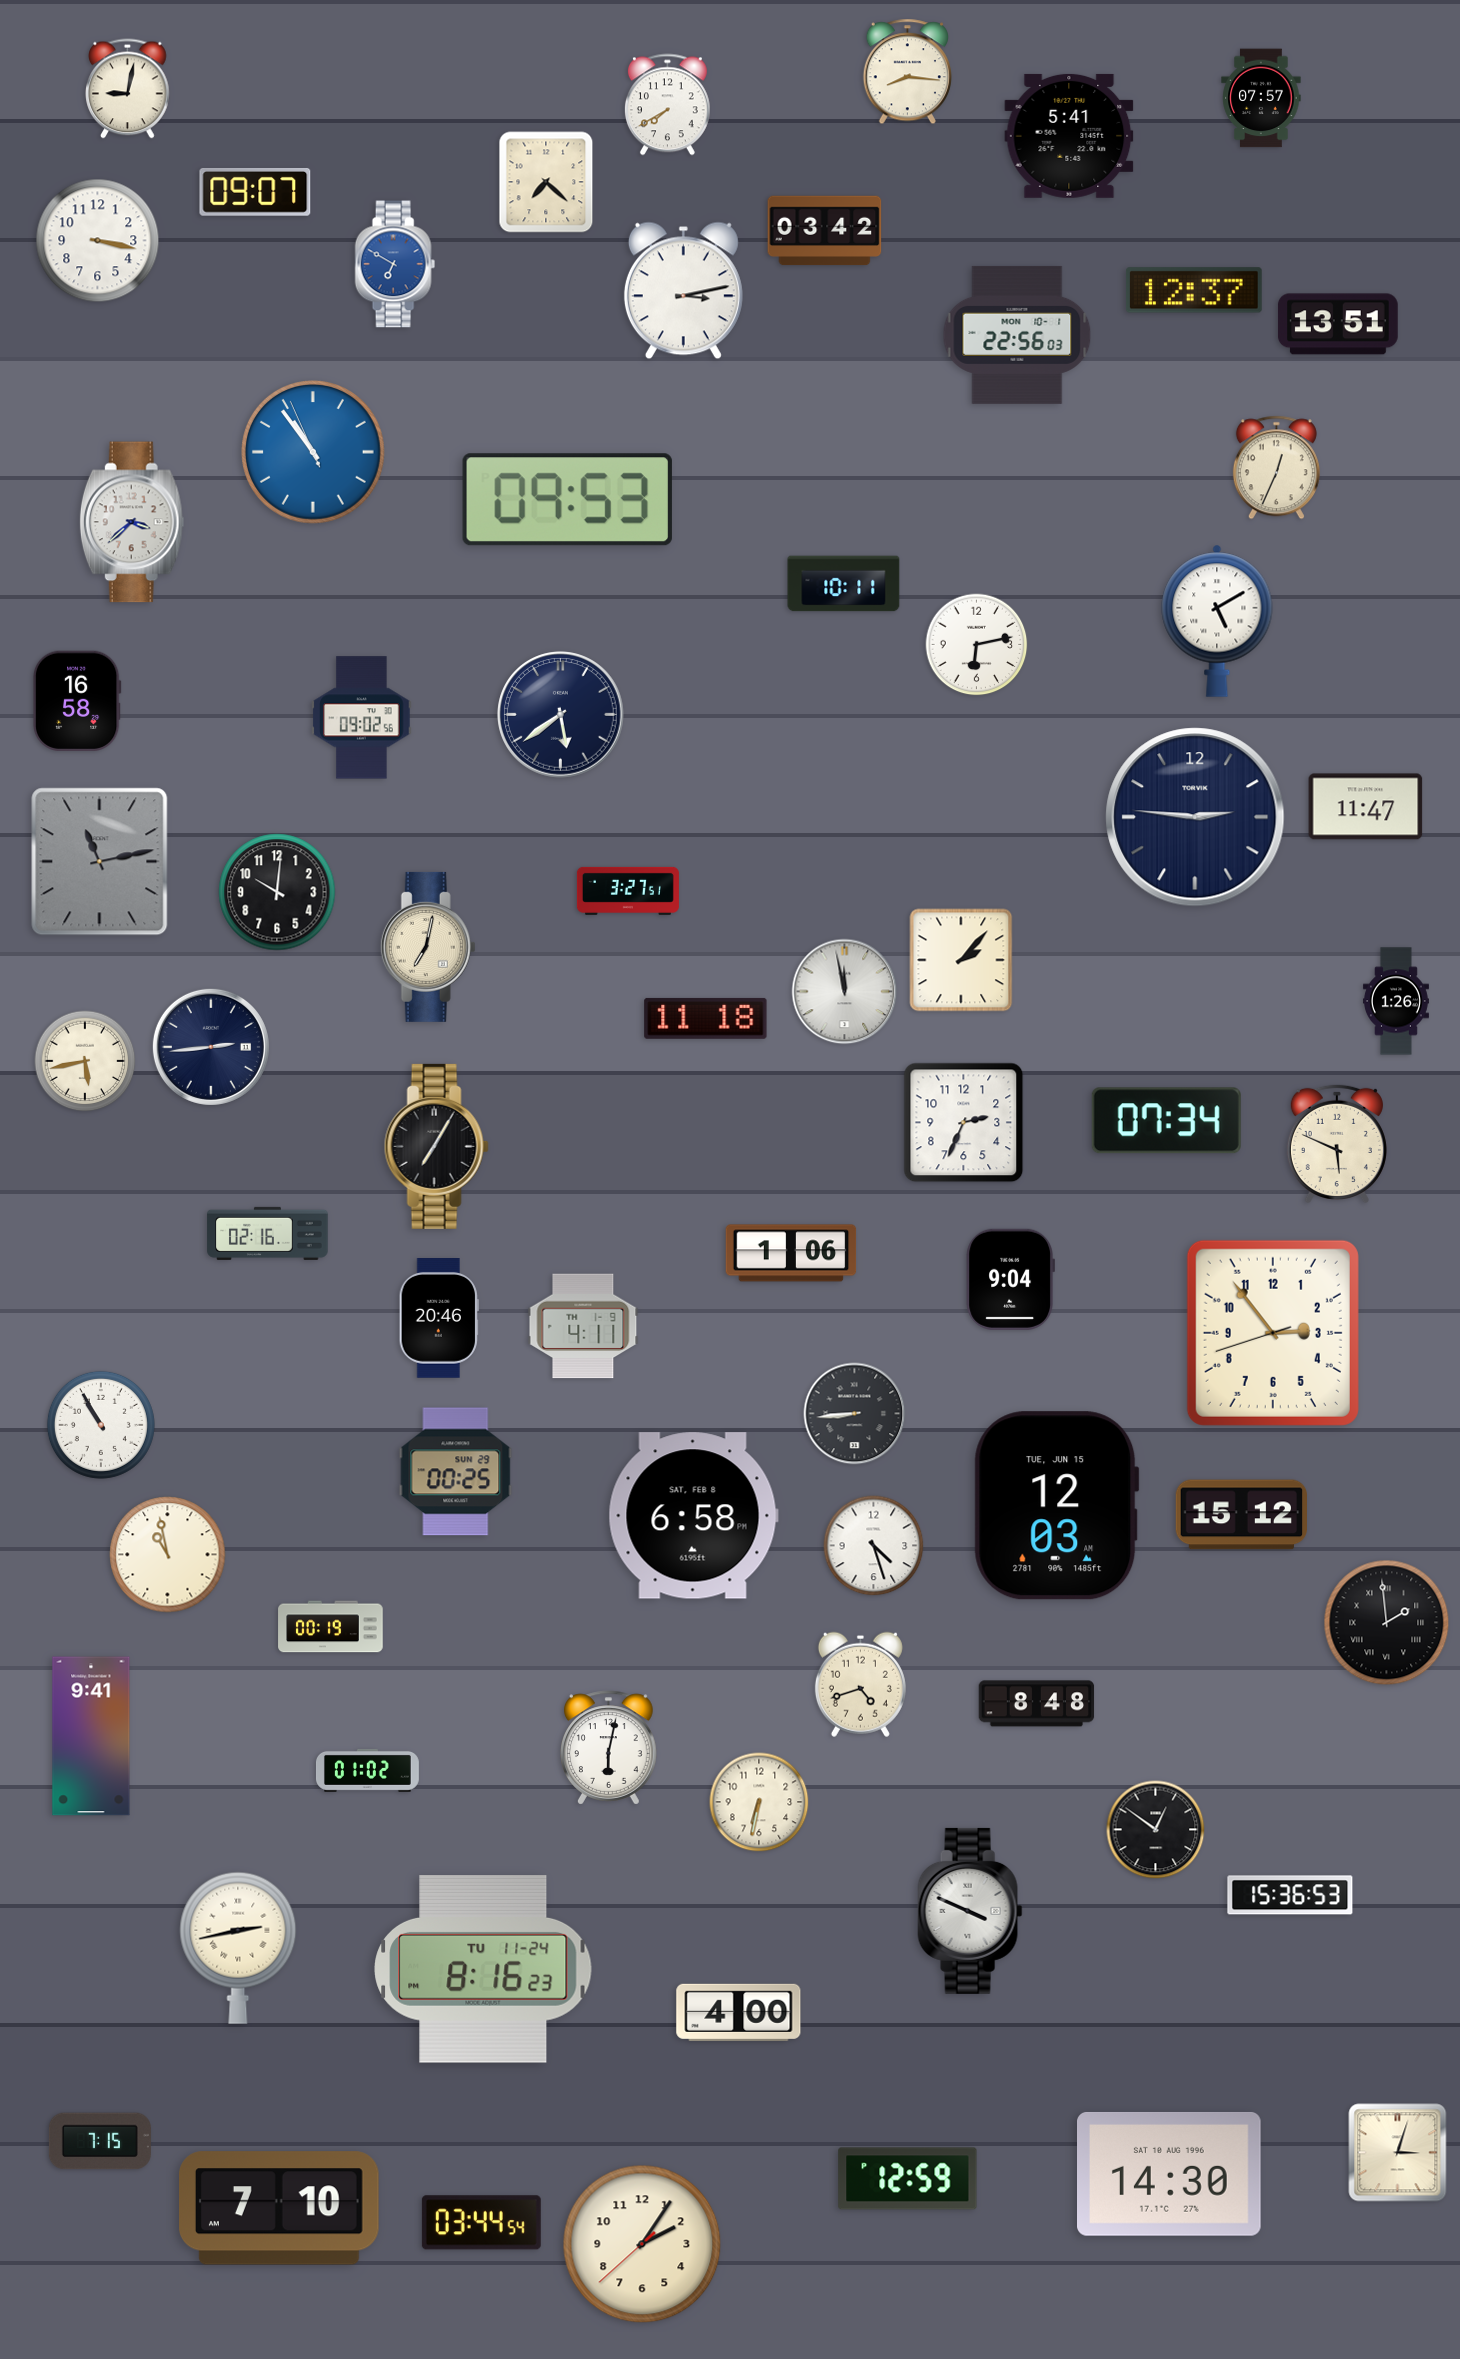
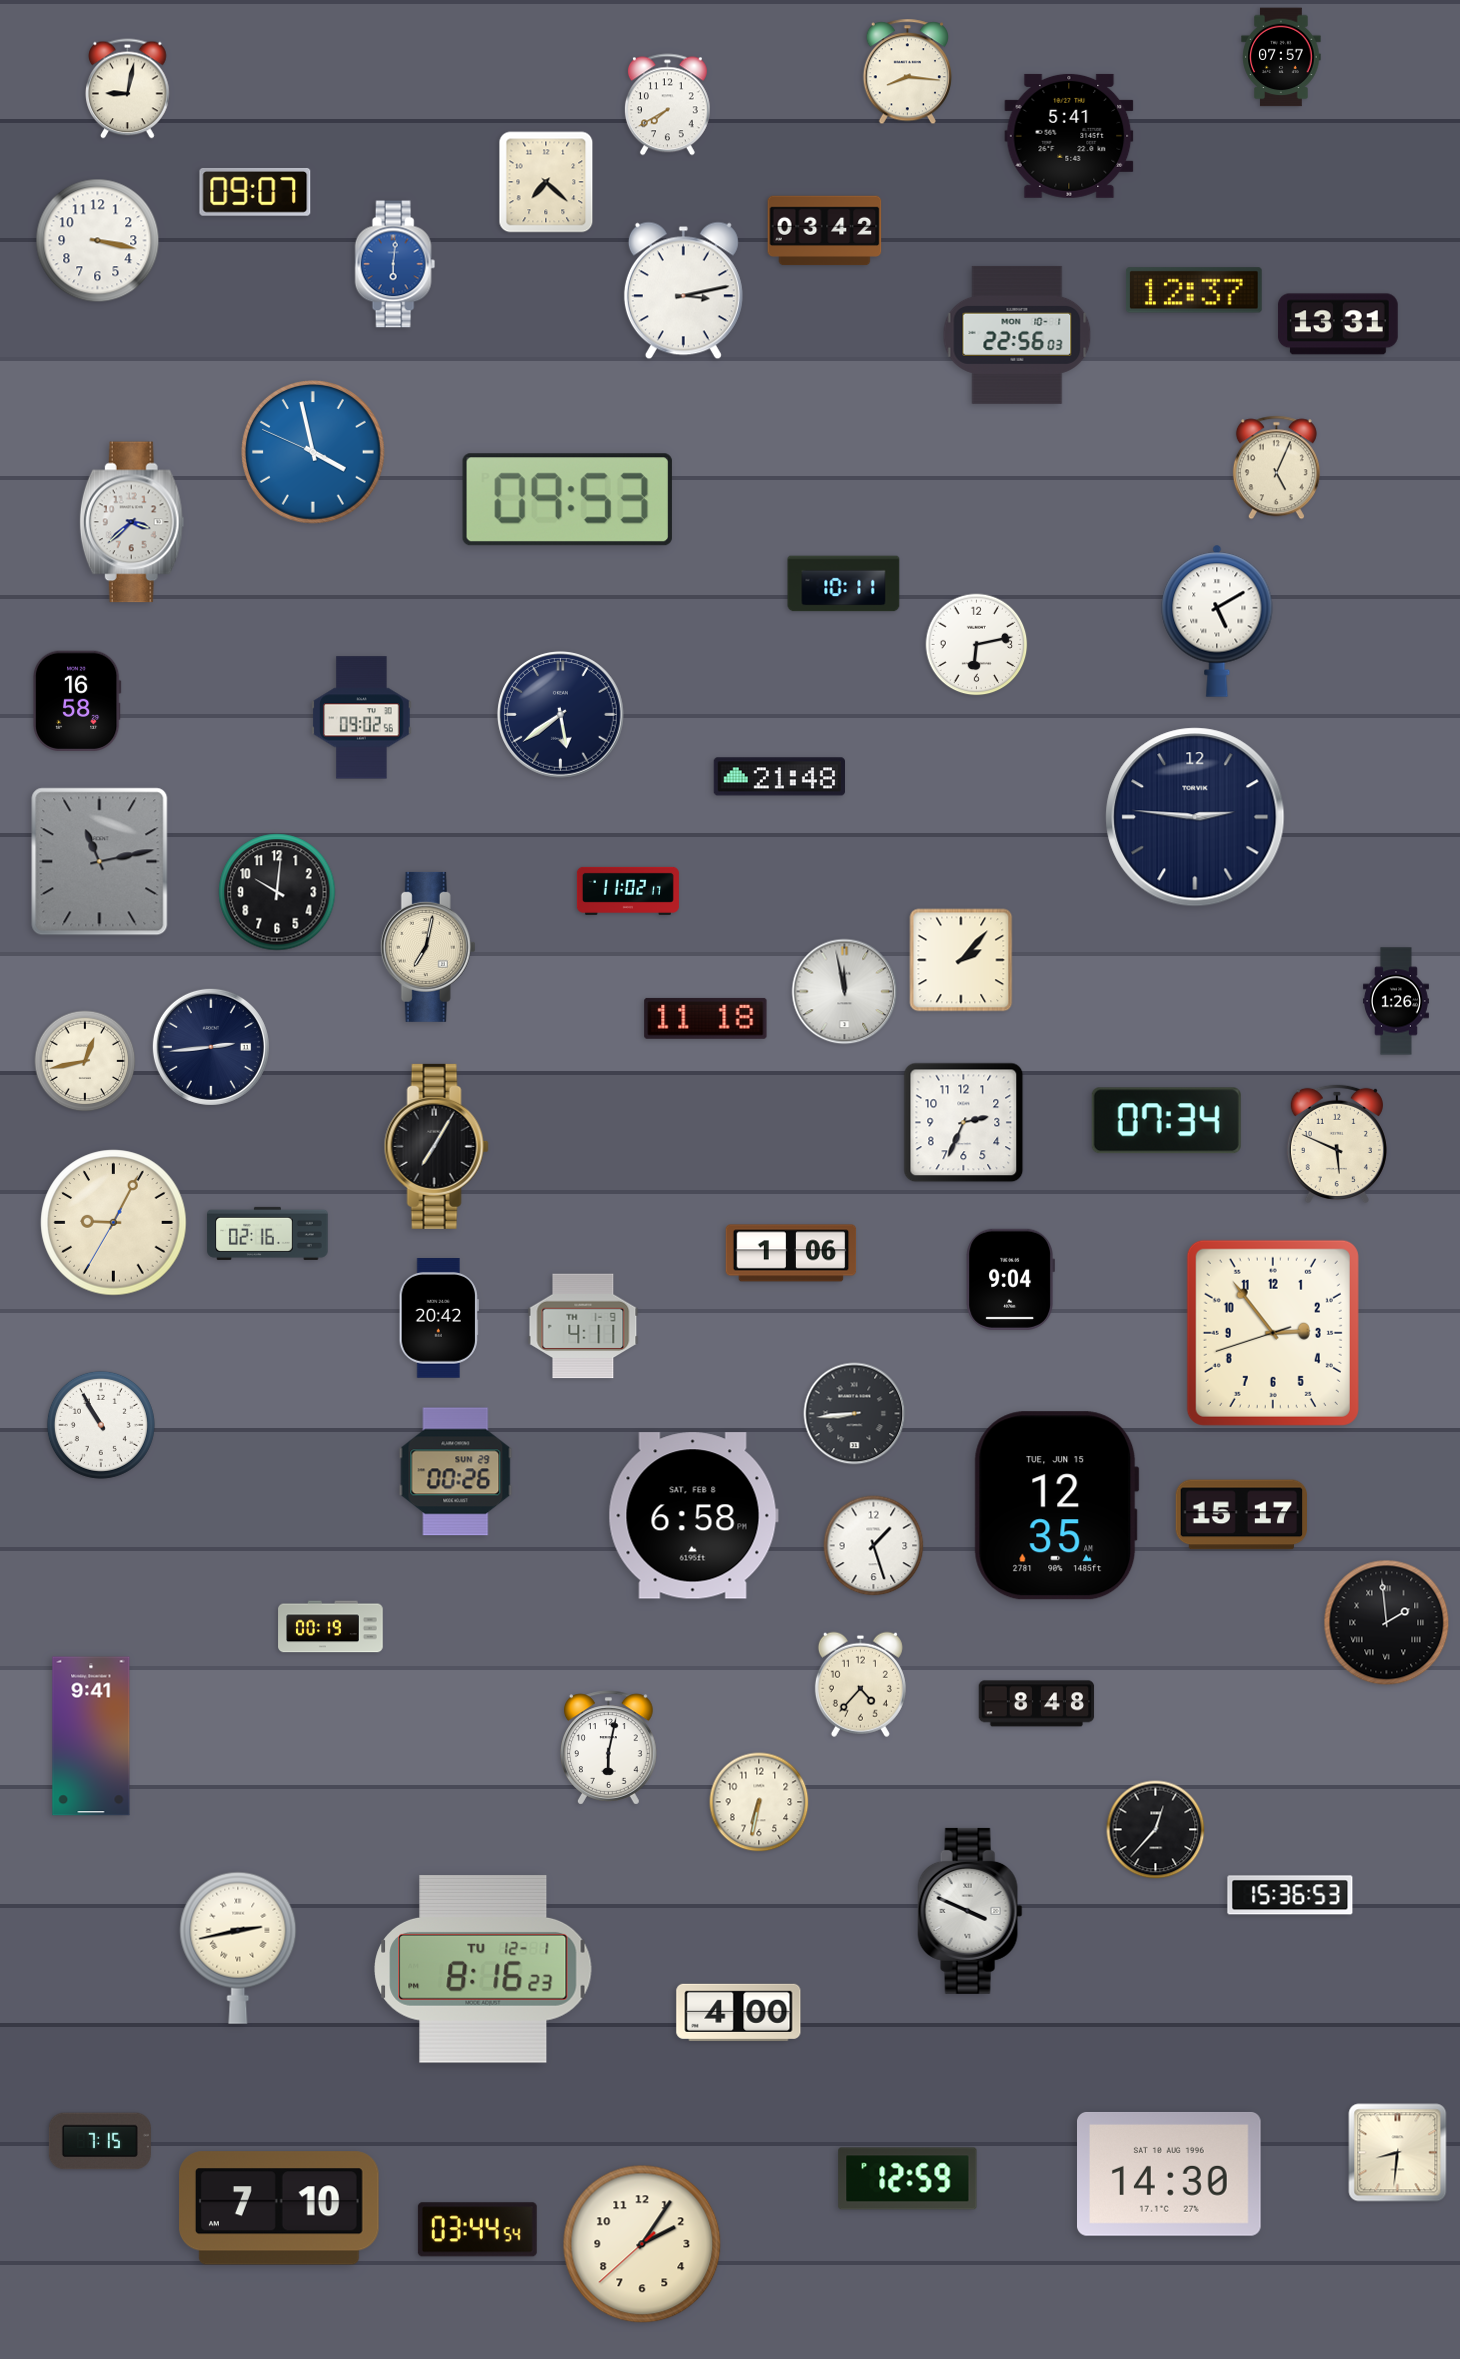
clock at (1261, 98) position: (1261, 98) -> (1281, 57)
clock at (395, 264): 6:50 -> 6:01
clock at (1338, 324): 13:51 -> 13:31
clock at (314, 453): 10:53 -> 3:57
clock at (1276, 468): 12:34 -> 5:04
clock at (779, 777): none -> 21:48
clock at (1366, 807): 11:47 -> none
clock at (628, 891): 3:27 -> 11:02
clock at (85, 1061): 5:43 -> 12:43
clock at (114, 1223): none -> 9:04
clock at (439, 1319): 20:46 -> 20:42
clock at (456, 1472): 00:25 -> 00:26
clock at (1056, 1506): 12:03 -> 12:35
clock at (1241, 1515): 15:12 -> 15:17
clock at (874, 1546): 4:27 -> 1:27
clock at (168, 1555): 10:58 -> none
clock at (860, 1684): 4:42 -> 4:37
clock at (367, 1770): 01:02 -> none
clock at (1156, 1830): 12:51 -> 12:37
clock at (483, 1970) date: TU 11-24 -> TU 12-1
clock at (1398, 2153): 3:03 -> 8:31
clock at (481, 2223) position: (481, 2223) -> (477, 2230)
